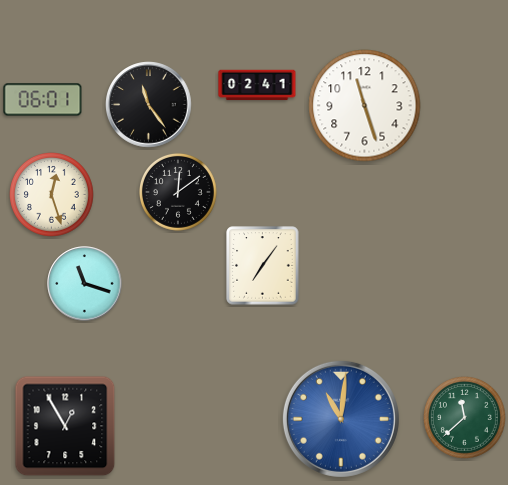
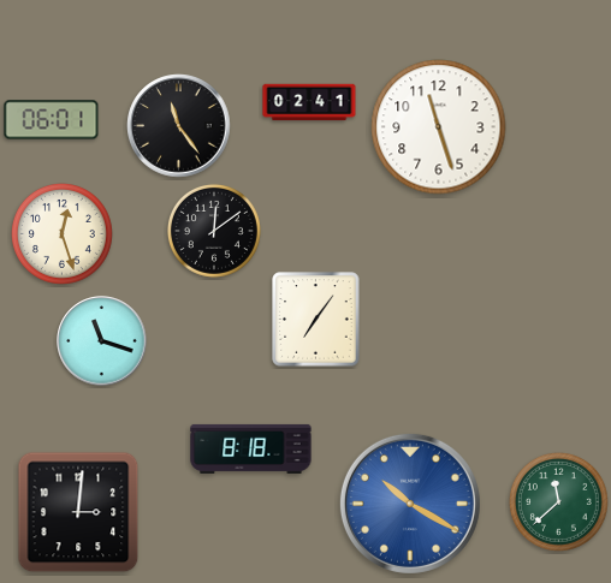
clock at (251, 448): none -> 8:18
clock at (341, 419): 11:01 -> 10:20
clock at (65, 426): 12:55 -> 3:01
